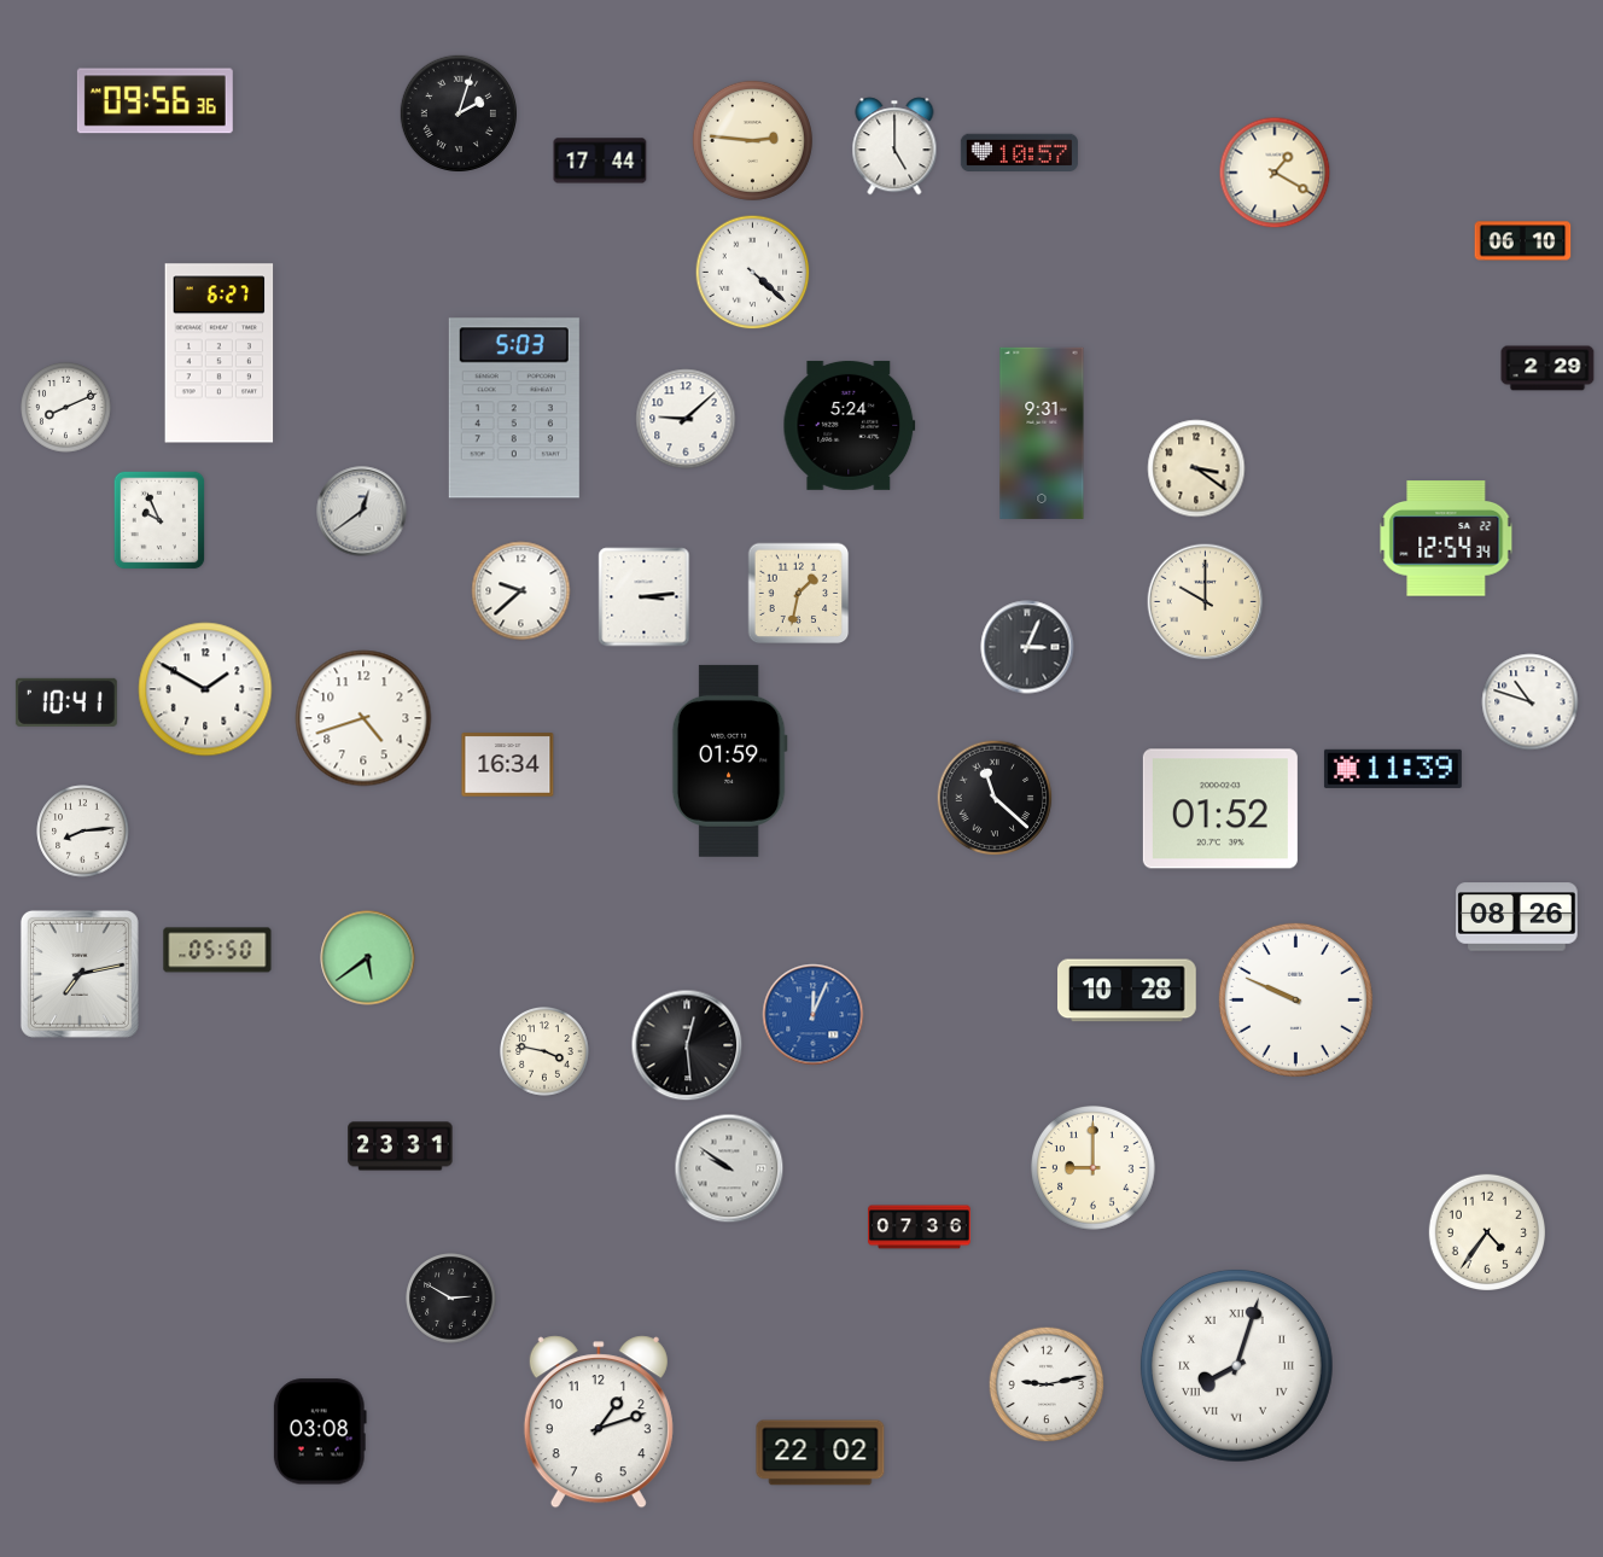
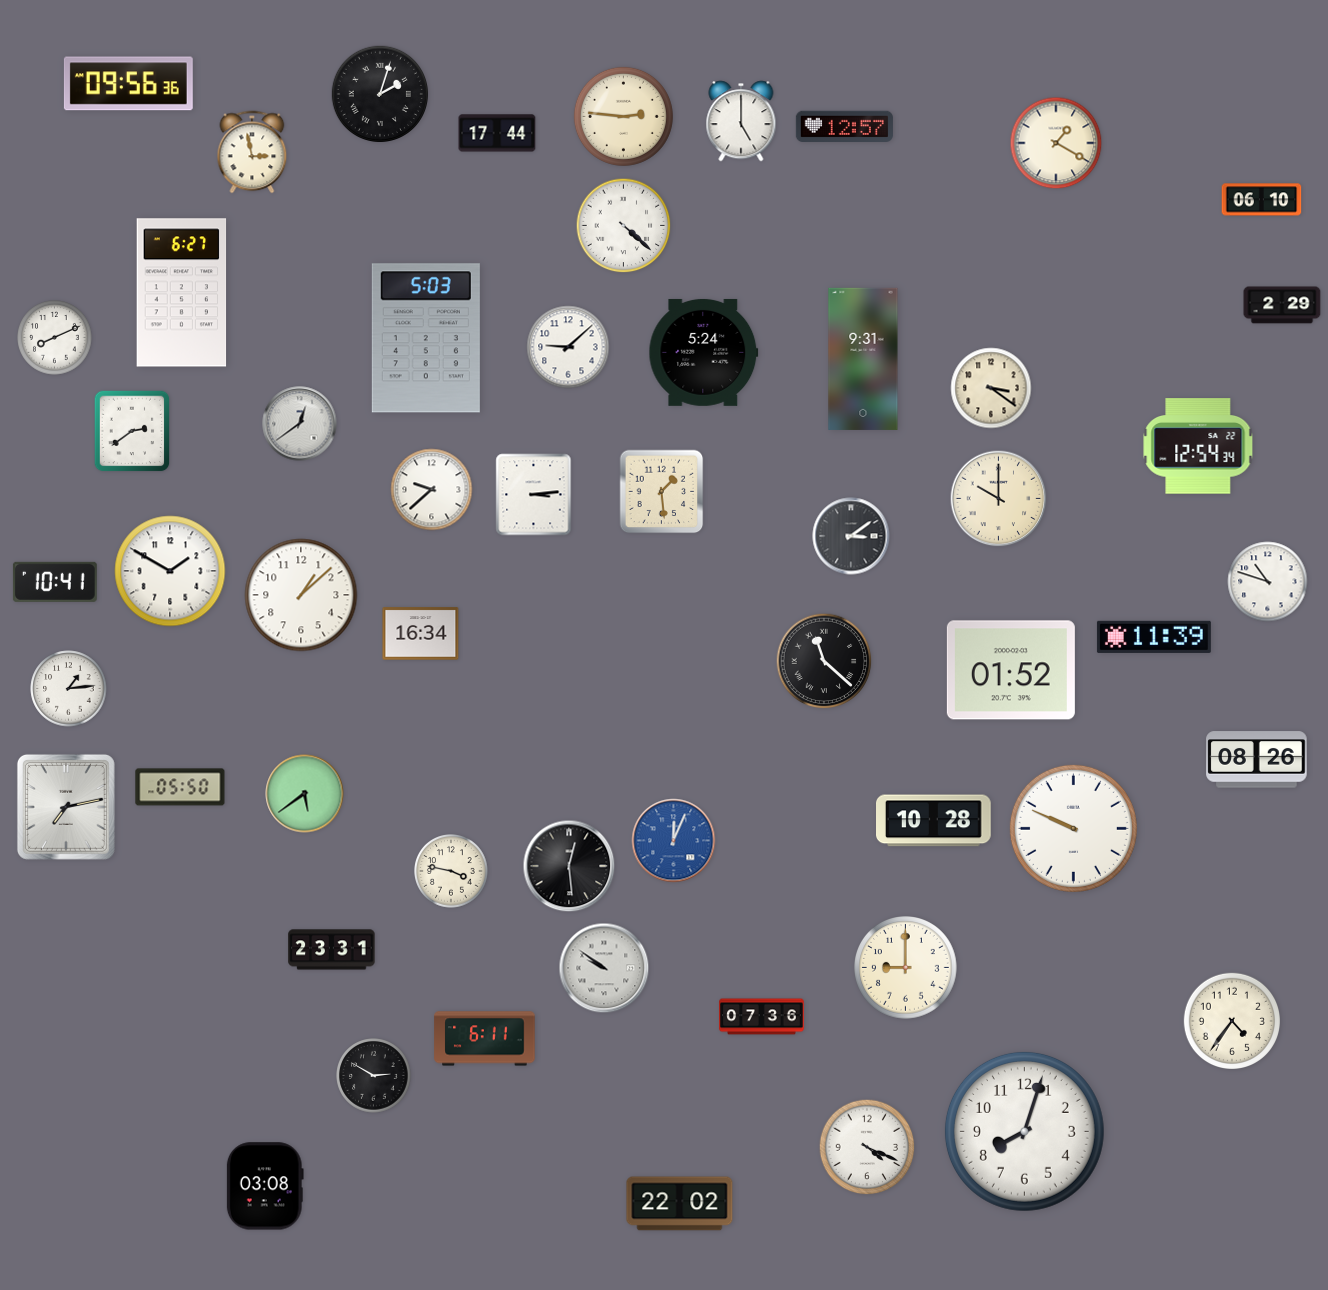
clock at (1019, 153): 10:57 -> 12:57
clock at (252, 152): none -> 2:58
clock at (159, 520): 9:56 -> 2:39
clock at (799, 594): 1:32 -> 1:29
clock at (1027, 647): 3:04 -> 3:09
clock at (363, 718): 4:42 -> 1:08
clock at (729, 760): 01:59 -> none
clock at (83, 832): 8:14 -> 1:14
clock at (485, 1039): none -> 6:11
clock at (1236, 1365) numerals: Roman -> Arabic
clock at (1047, 1384): 9:13 -> 4:19
clock at (599, 1422): 1:12 -> none
